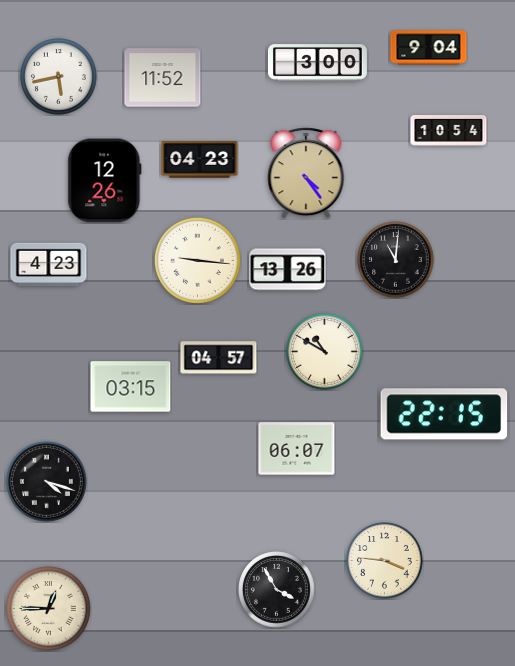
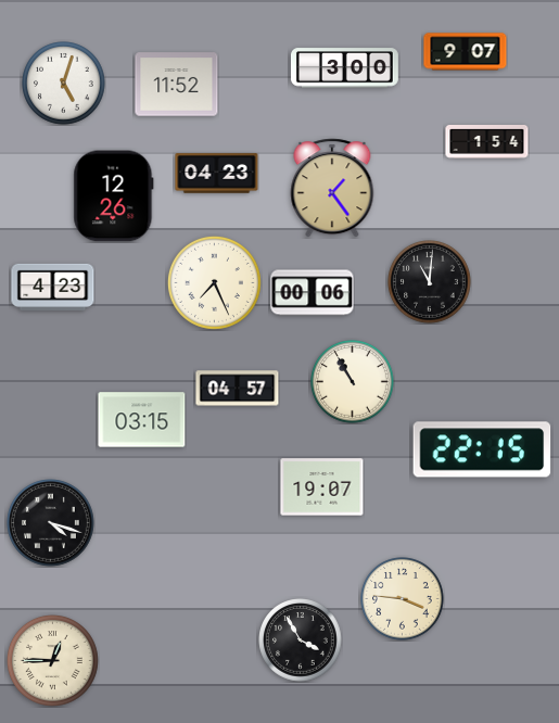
clock at (429, 48): 9:04 -> 9:07
clock at (59, 77): 5:43 -> 5:03
clock at (449, 131): 10:54 -> 1:54
clock at (306, 173): 4:24 -> 1:24
clock at (197, 260): 9:16 -> 7:26
clock at (288, 270): 13:26 -> 00:06
clock at (325, 352): 10:50 -> 10:55
clock at (297, 449): 06:07 -> 19:07
clock at (385, 561) position: (385, 561) -> (403, 599)
